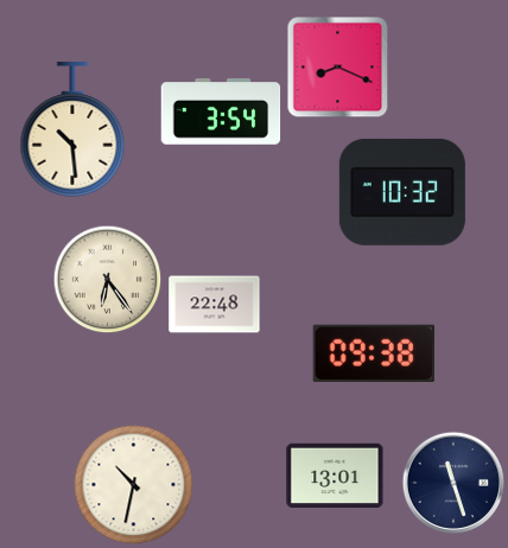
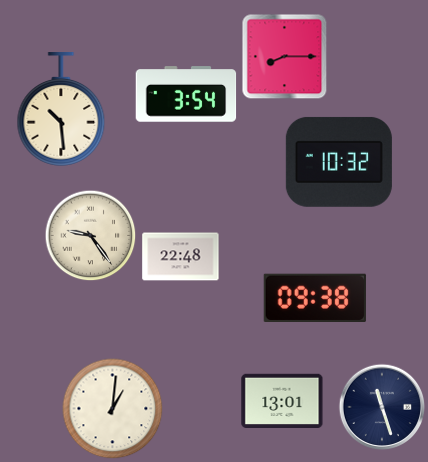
clock at (337, 66): 8:19 -> 8:15
clock at (107, 279): 6:24 -> 9:24
clock at (134, 485): 10:32 -> 1:01
